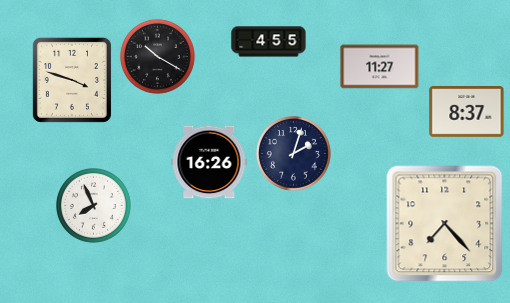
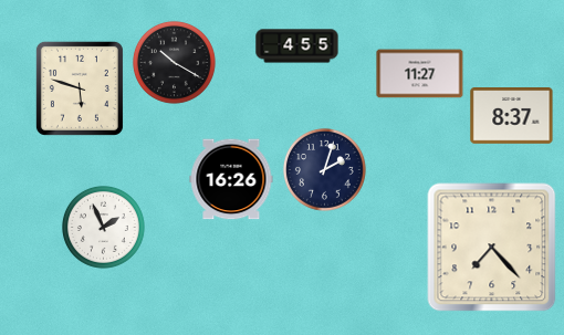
clock at (72, 80): 3:48 -> 5:48
clock at (467, 112) position: (467, 112) -> (512, 116)
clock at (93, 205): 7:56 -> 1:56
